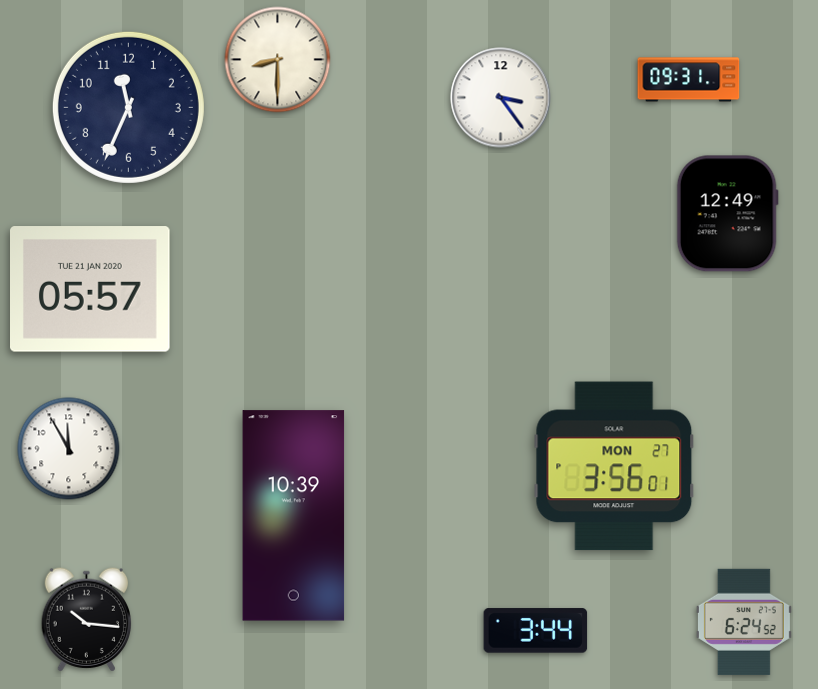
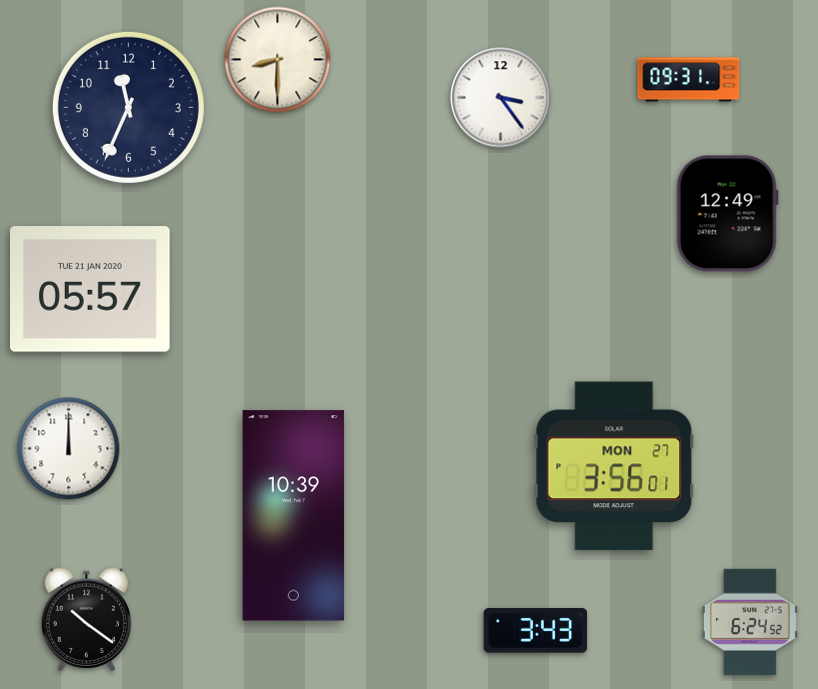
clock at (69, 449): 11:55 -> 12:00
clock at (86, 620): 10:16 -> 10:21
clock at (744, 622) position: (744, 622) -> (750, 622)
clock at (536, 631): 3:44 -> 3:43
